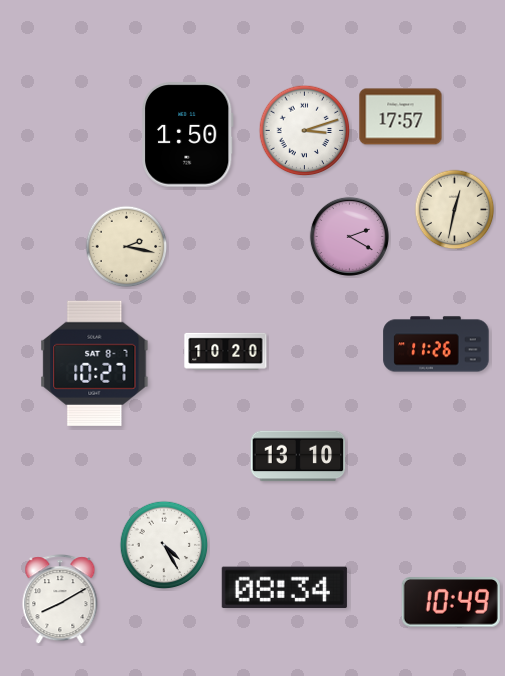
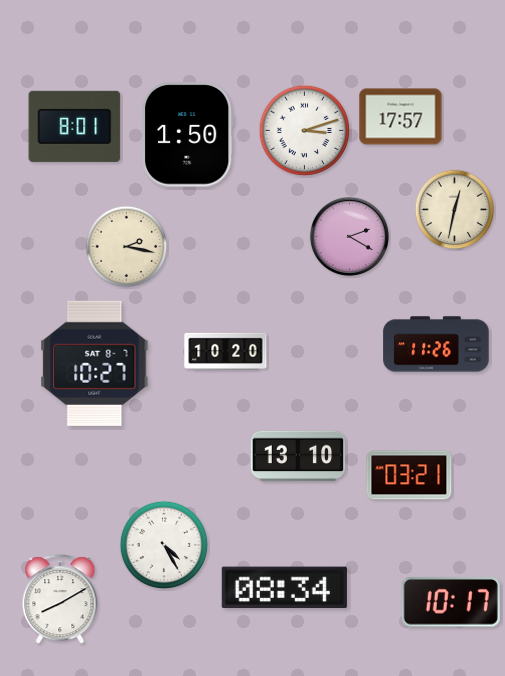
clock at (75, 126): none -> 8:01
clock at (409, 475): none -> 03:21
clock at (451, 603): 10:49 -> 10:17
